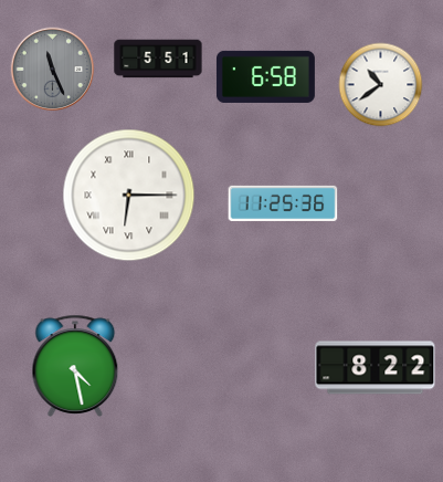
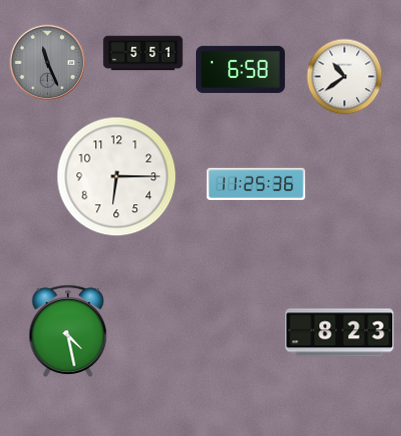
clock at (129, 196) numerals: Roman -> Arabic
clock at (376, 368): 8:22 -> 8:23
